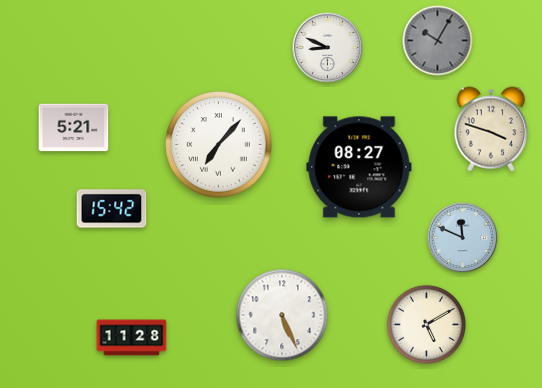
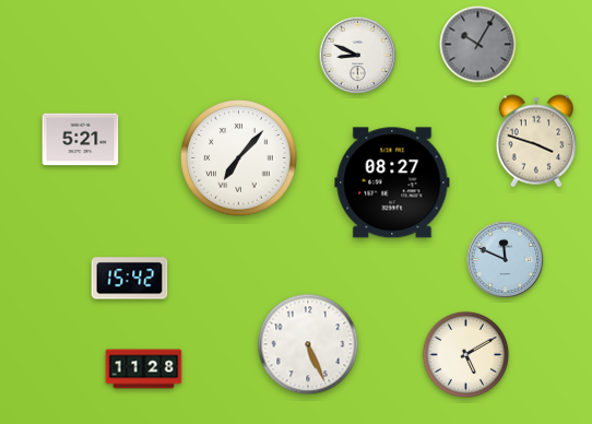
clock at (328, 48) position: (328, 48) -> (358, 56)
clock at (112, 209) position: (112, 209) -> (130, 279)
